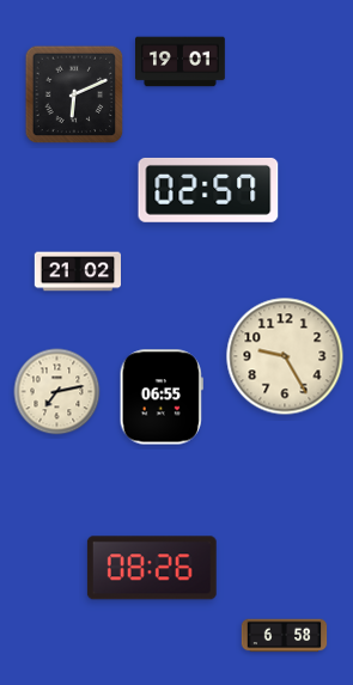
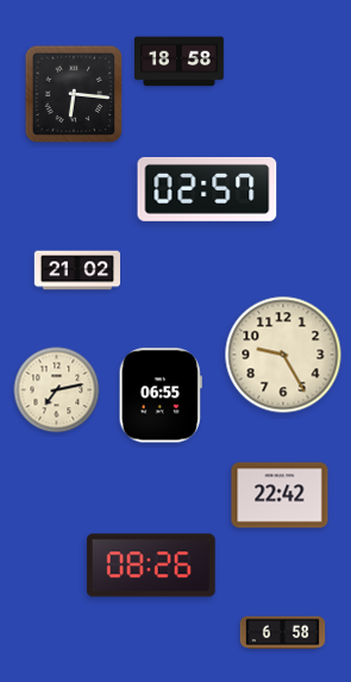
clock at (181, 62): 19:01 -> 18:58
clock at (74, 94): 6:11 -> 6:16
clock at (280, 495): none -> 22:42
